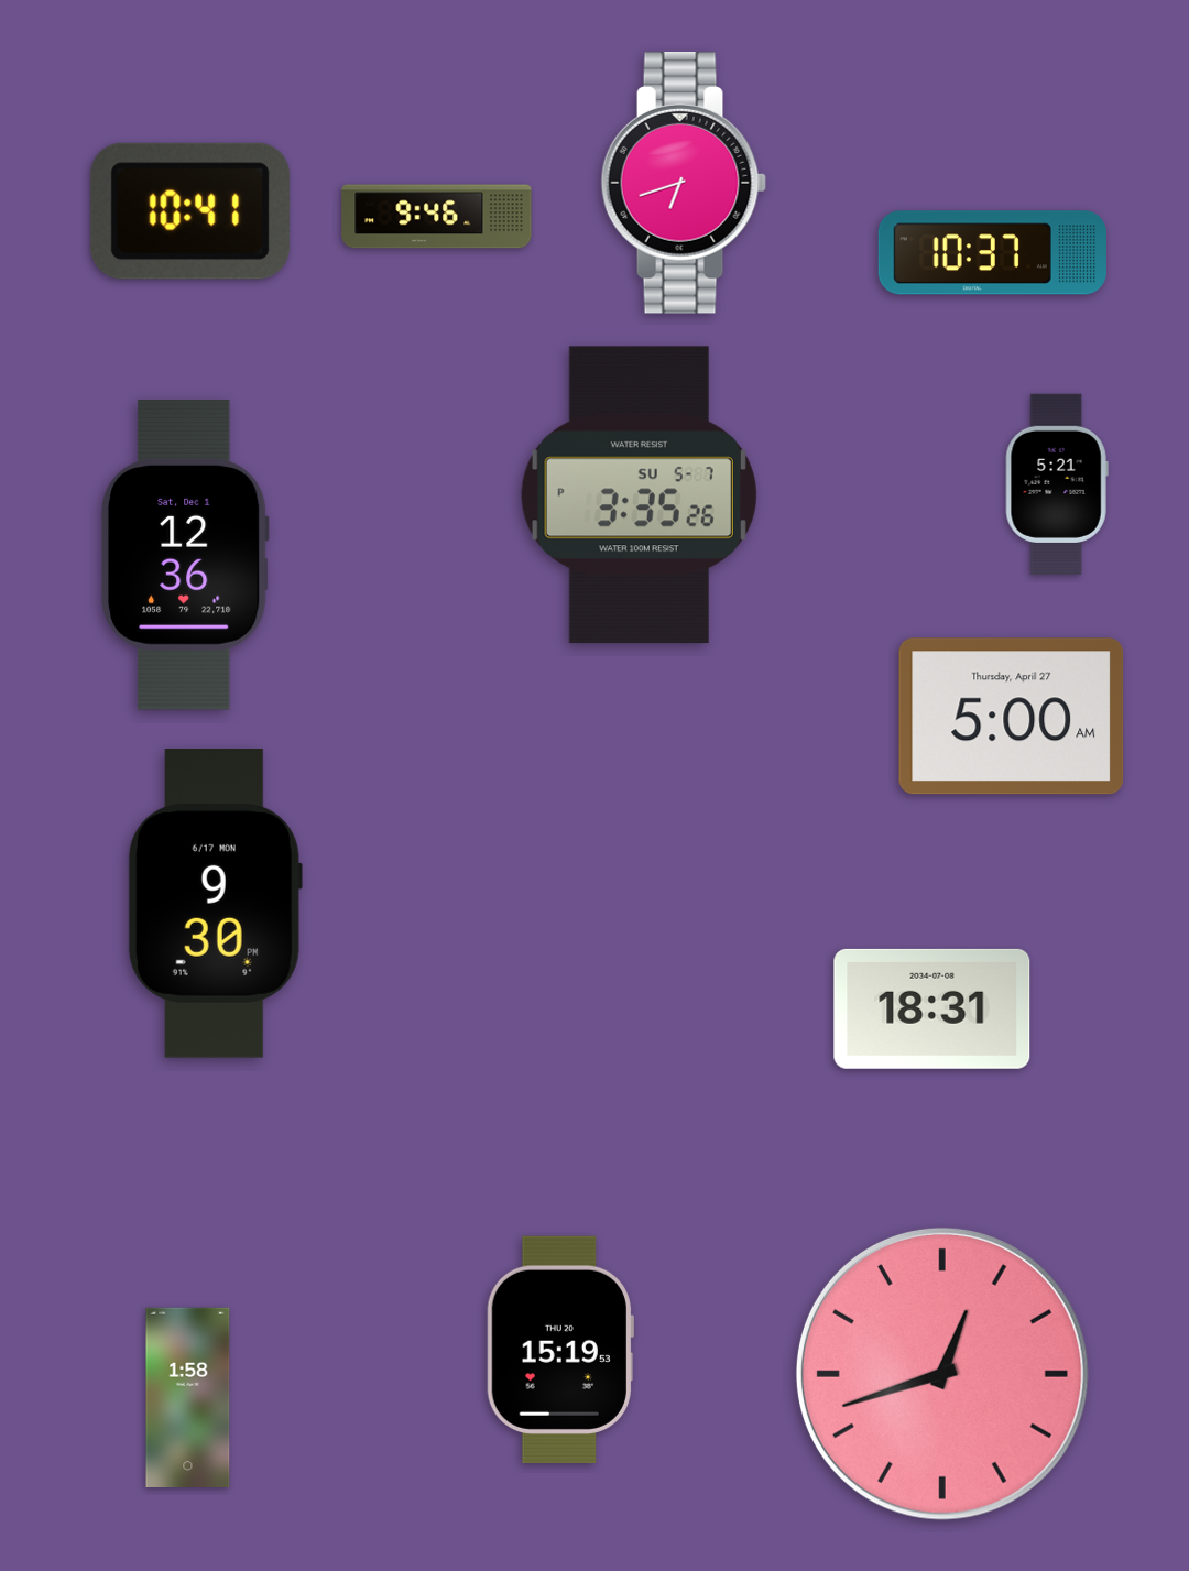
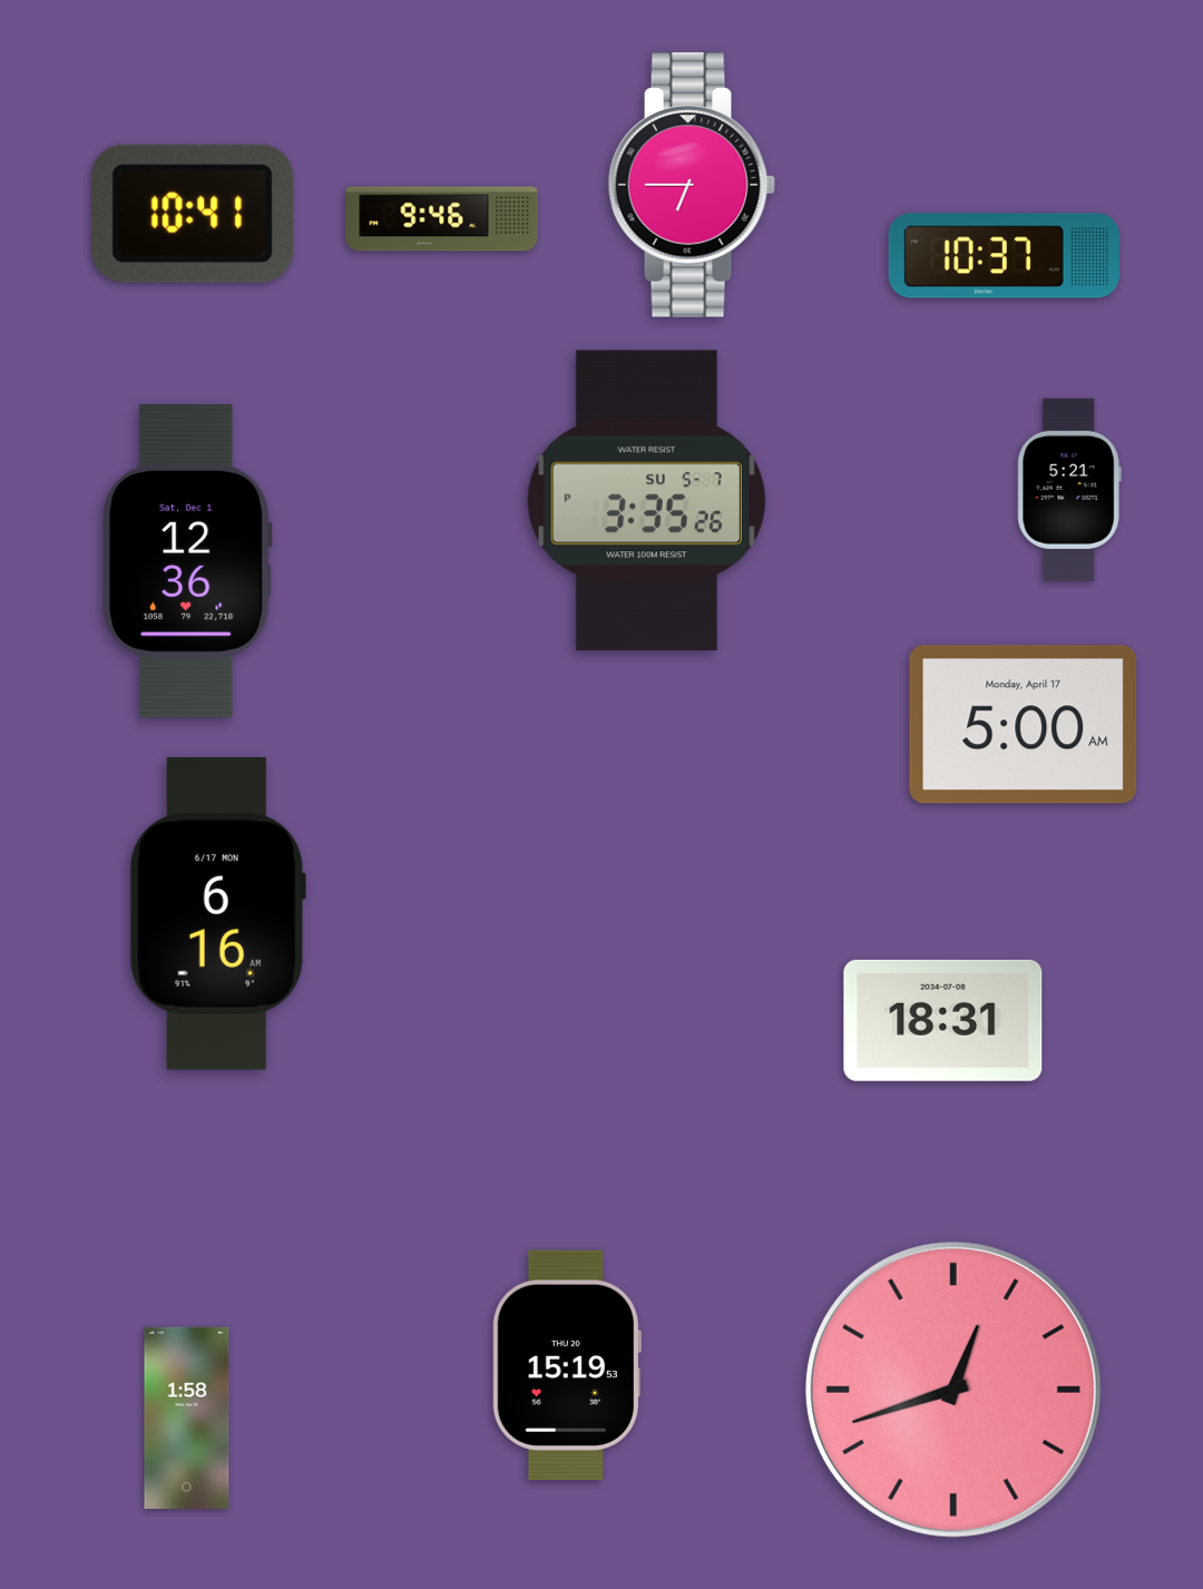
clock at (684, 184): 6:42 -> 6:45
clock at (1012, 717) date: Thursday, April 27 -> Monday, April 17
clock at (215, 903): 9:30 -> 6:16
clock at (188, 1397) position: (188, 1397) -> (187, 1418)
